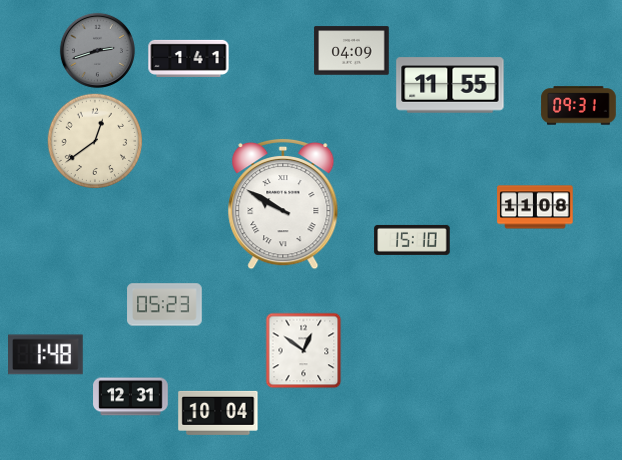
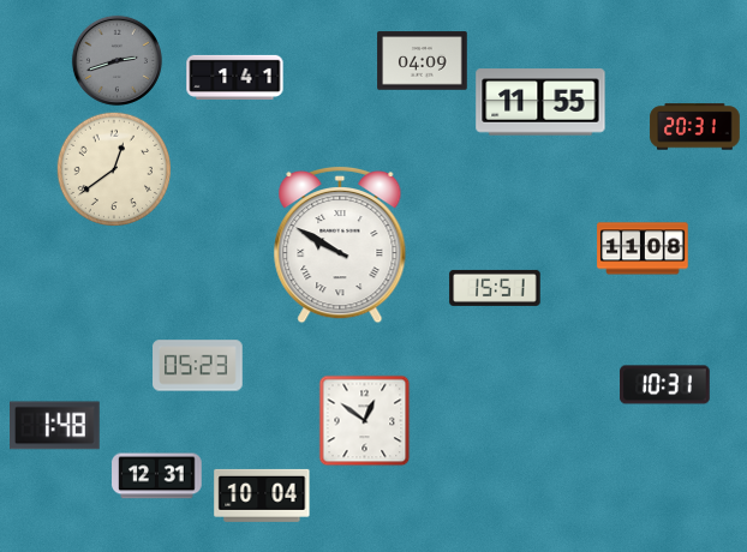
clock at (189, 58) position: (189, 58) -> (235, 77)
clock at (579, 106): 09:31 -> 20:31
clock at (412, 240): 15:10 -> 15:51
clock at (665, 385): none -> 10:31
